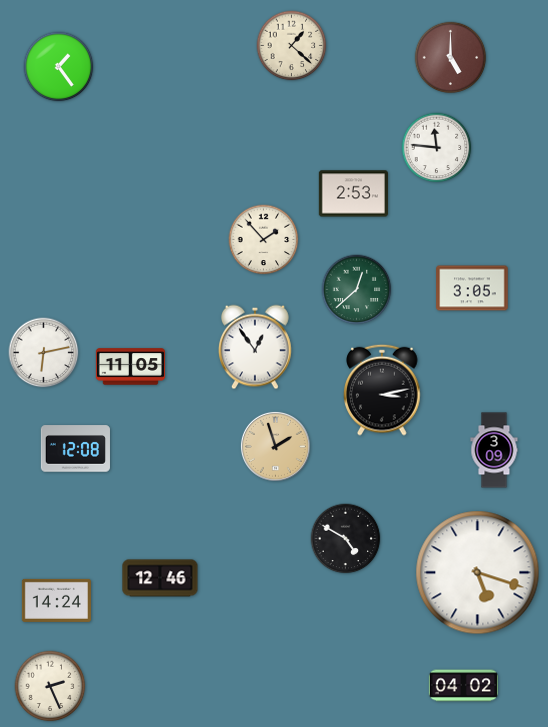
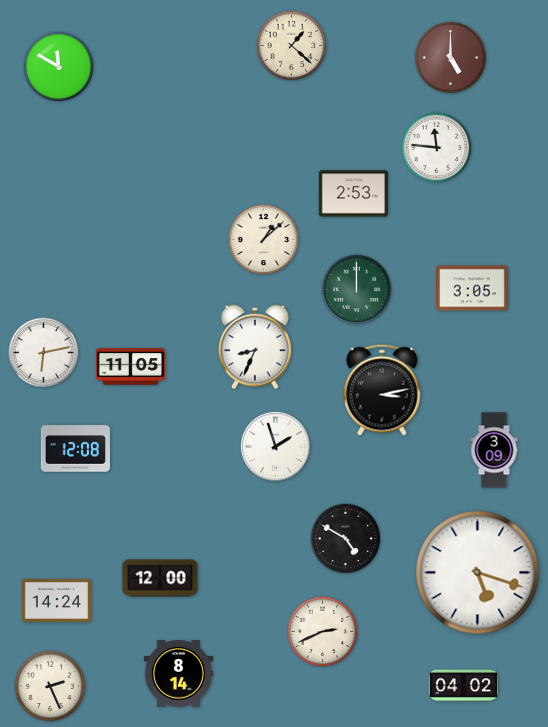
clock at (59, 67): 1:24 -> 11:50
clock at (264, 240): 1:53 -> 1:08
clock at (357, 290): 12:38 -> 12:00
clock at (255, 347): 12:54 -> 8:34
clock at (275, 446) dial: champagne -> white
clock at (160, 578): 12:46 -> 12:00
clock at (323, 632): none -> 2:41
clock at (178, 674): none -> 8:14
